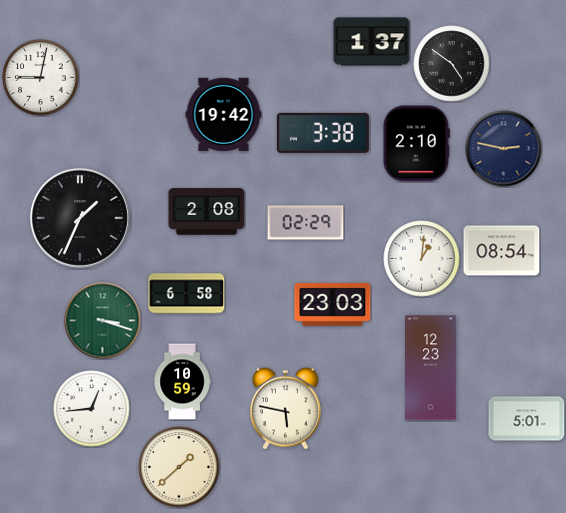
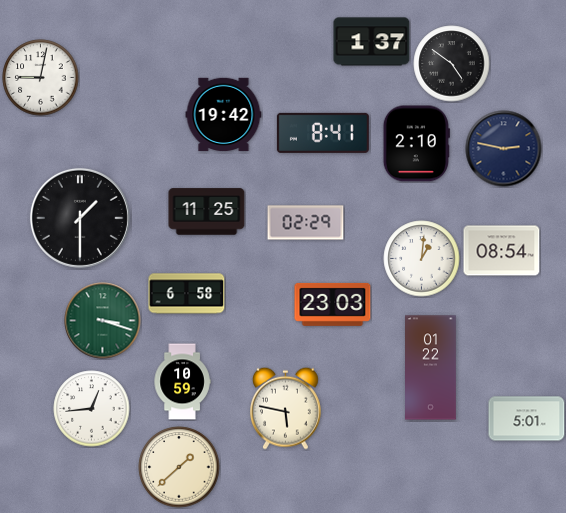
clock at (323, 133): 3:38 -> 8:41
clock at (207, 212): 2:08 -> 11:25
clock at (80, 218): 1:34 -> 1:30
clock at (431, 368): 12:23 -> 01:22
